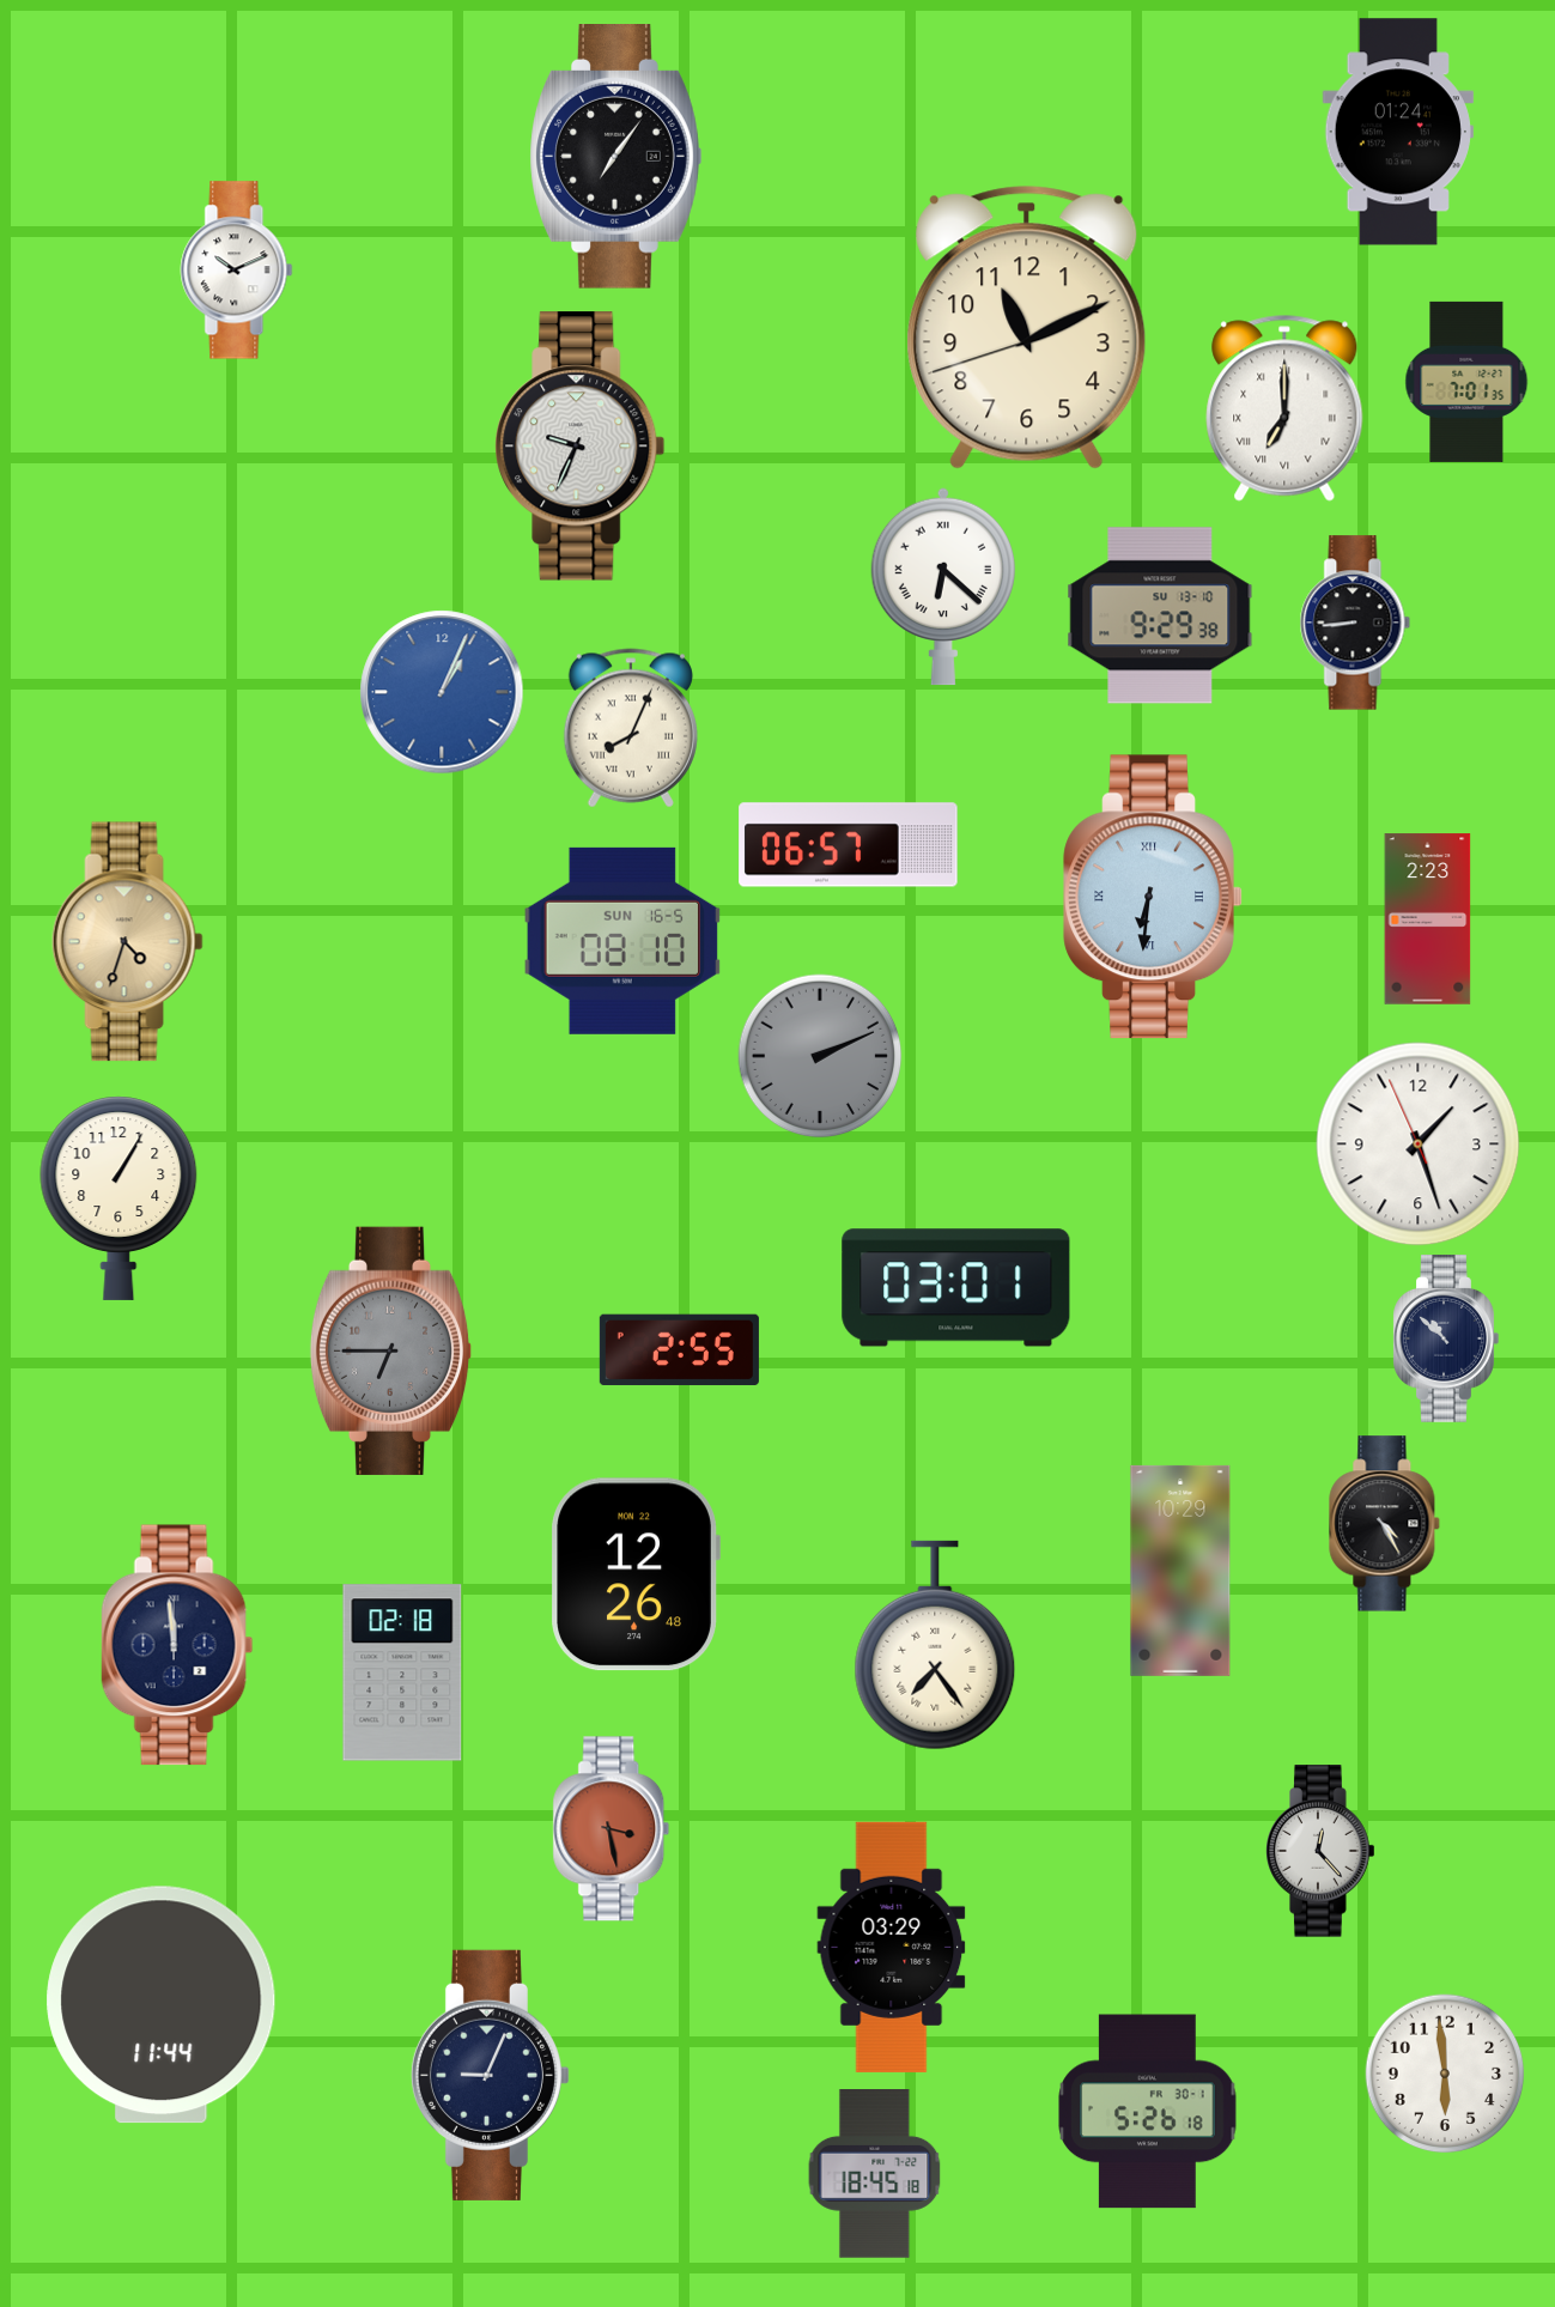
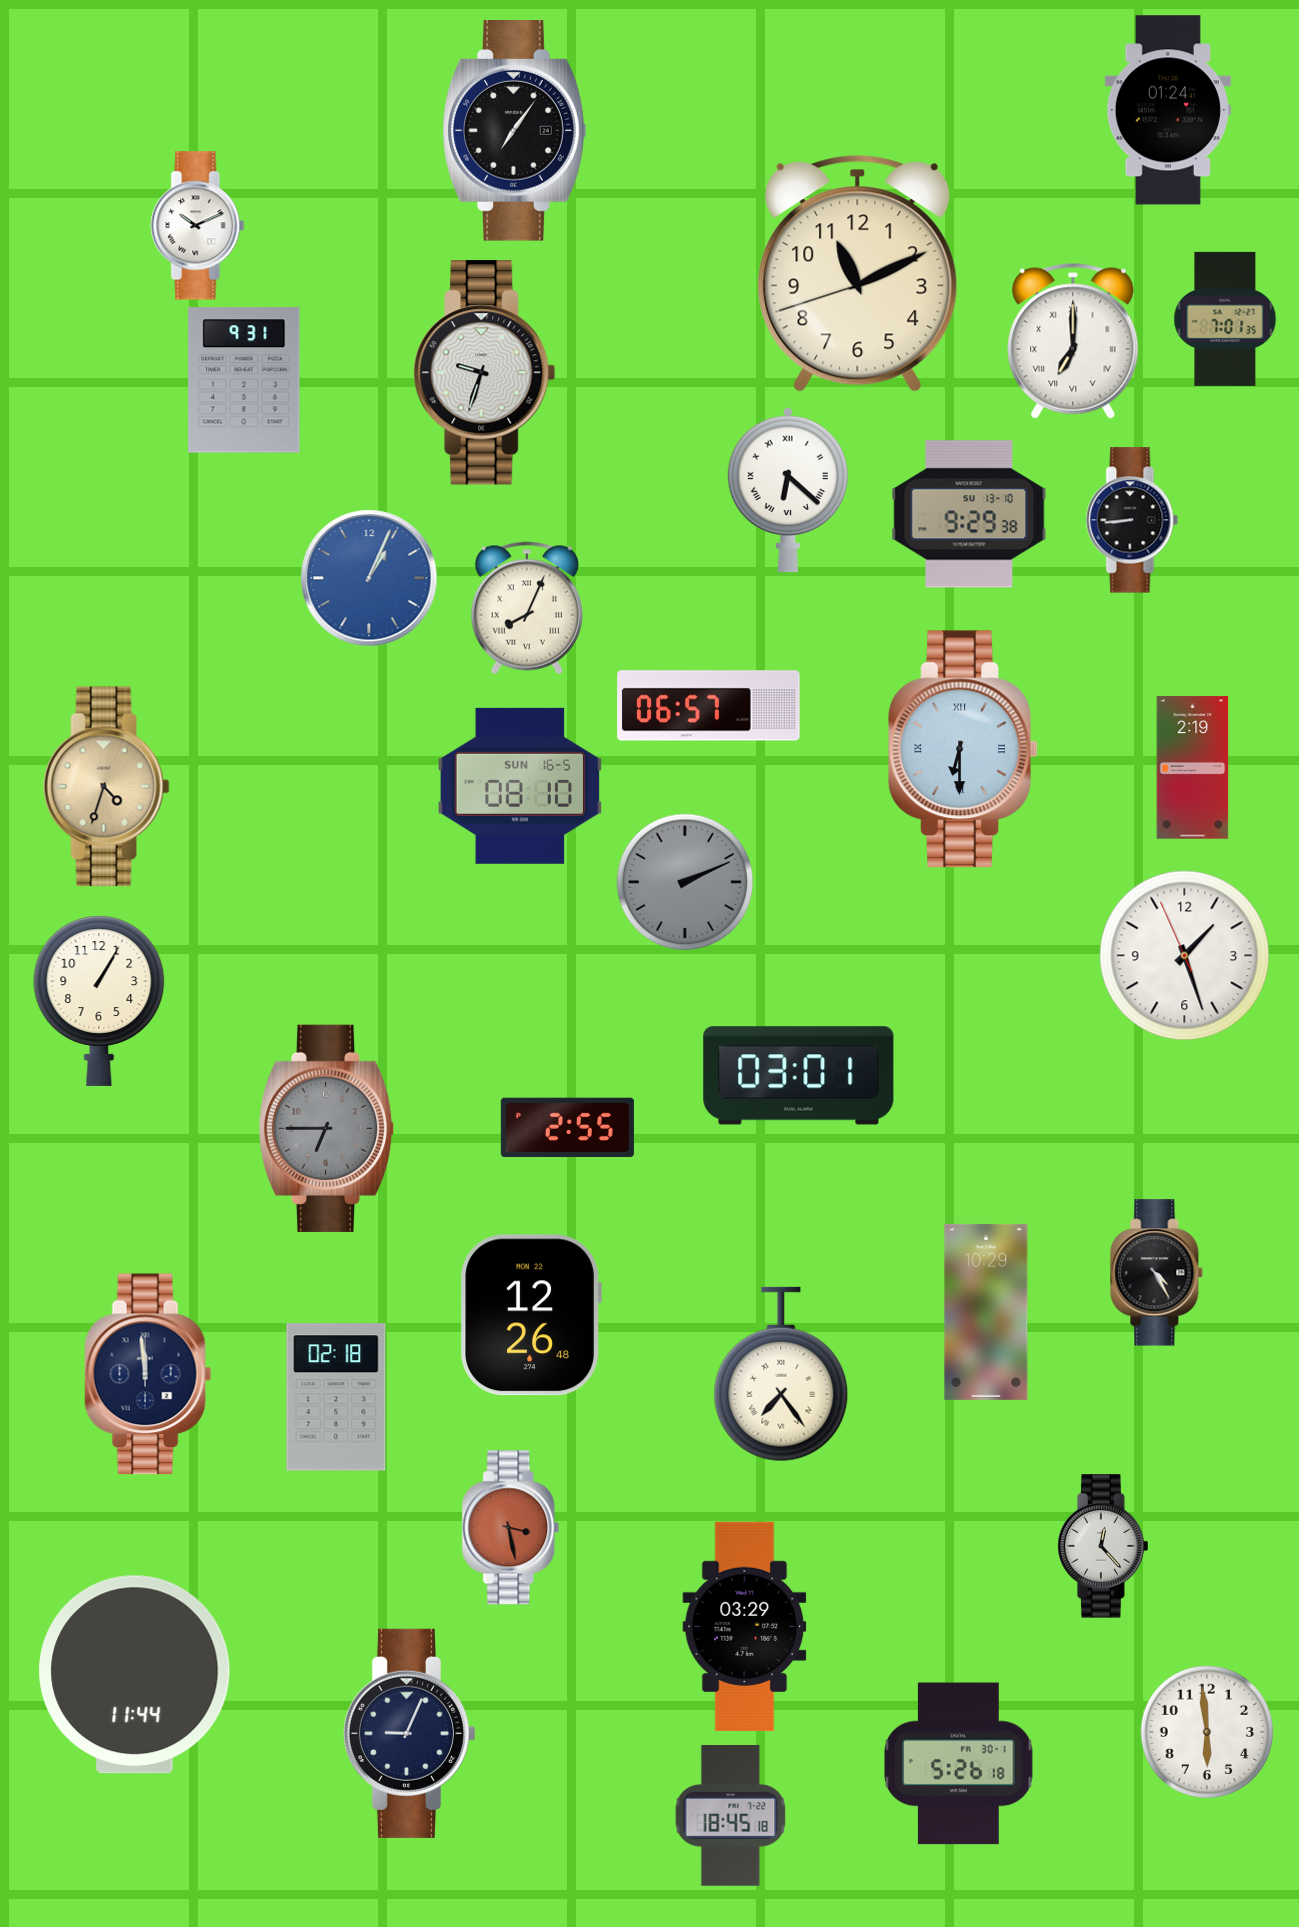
clock at (581, 447): 9:34 -> 9:33
clock at (244, 380): none -> 9:31
clock at (1153, 897): 6:31 -> 6:30
clock at (1428, 919): 2:23 -> 2:19
clock at (1446, 1340): 10:52 -> none
